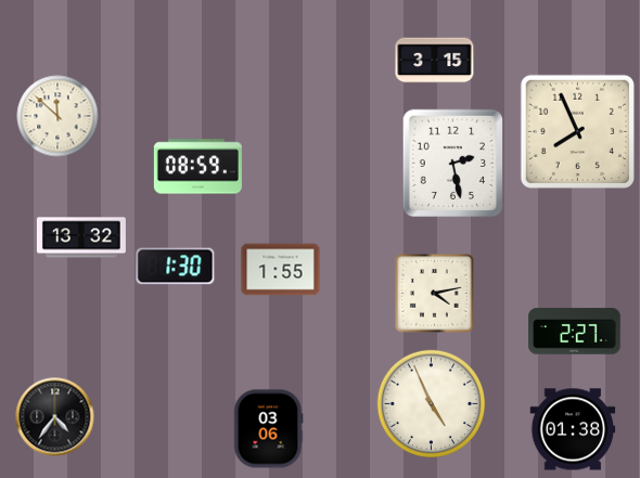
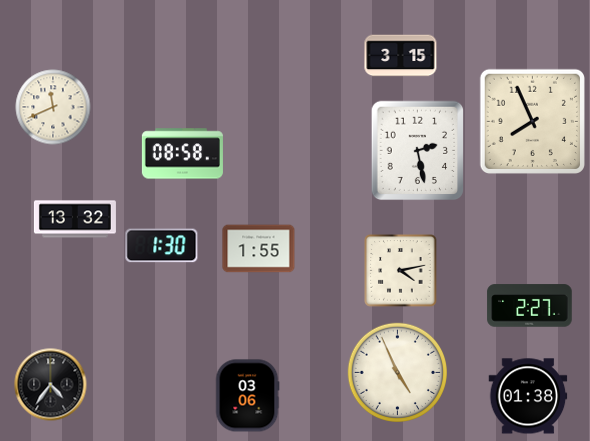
clock at (57, 116): 11:52 -> 11:41
clock at (197, 167): 08:59 -> 08:58
